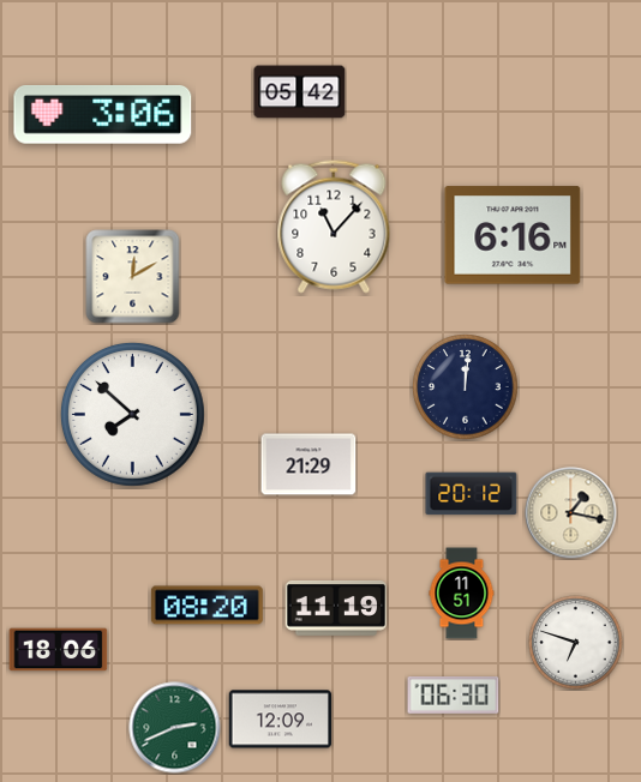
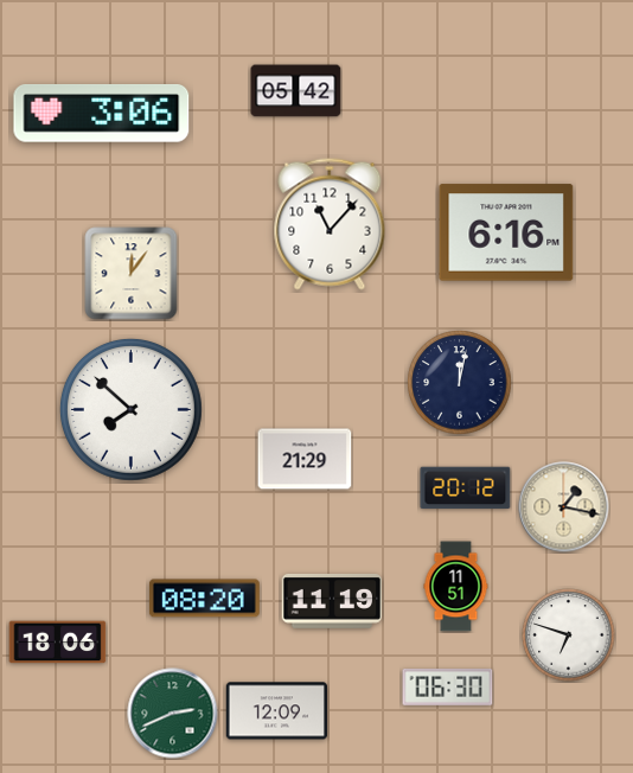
clock at (133, 277): 12:10 -> 12:06
clock at (466, 387): 12:01 -> 12:02
clock at (175, 728) position: (175, 728) -> (173, 714)
